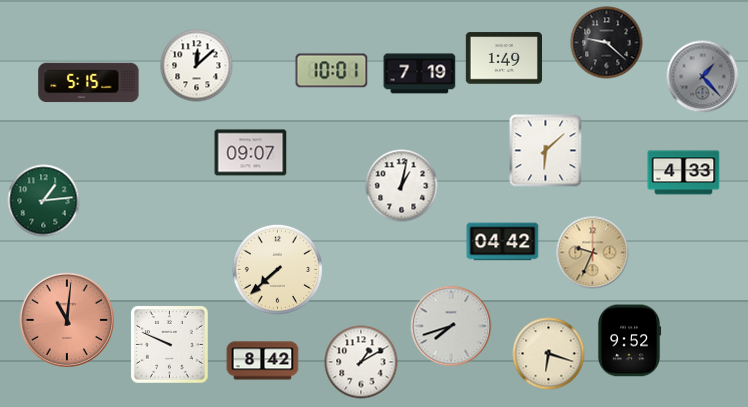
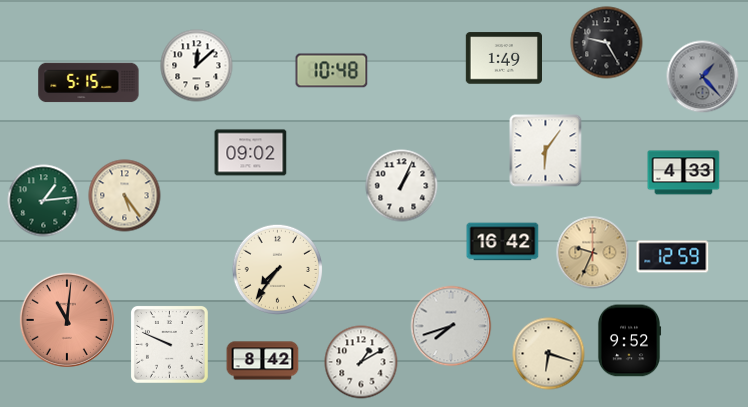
clock at (607, 43): 9:22 -> 9:25
clock at (332, 71): 10:01 -> 10:48
clock at (420, 74): 7:19 -> none
clock at (546, 151): 6:08 -> 6:06
clock at (251, 153): 09:07 -> 09:02
clock at (402, 186): 1:02 -> 1:04
clock at (125, 196): none -> 5:24
clock at (503, 242): 04:42 -> 16:42
clock at (673, 257): none -> 12:59
clock at (277, 269): 7:38 -> 7:36
